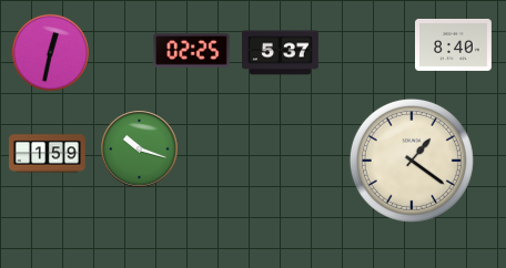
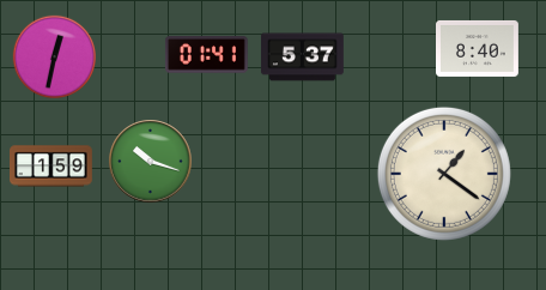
clock at (454, 44) position: (454, 44) -> (478, 48)
clock at (191, 51): 02:25 -> 01:41
